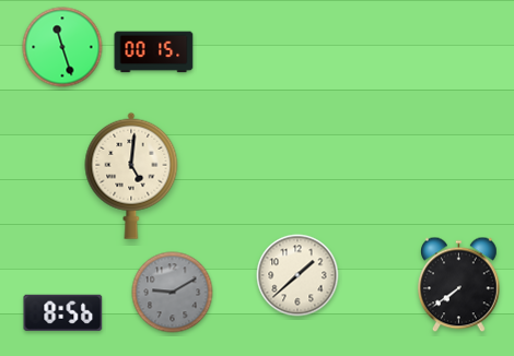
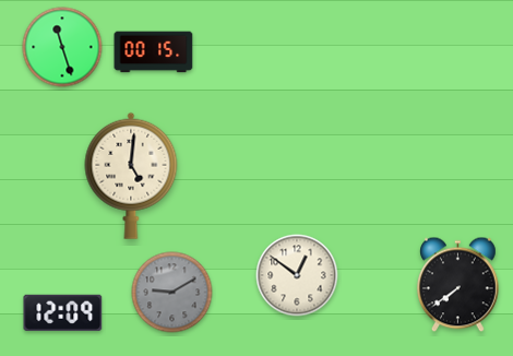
clock at (297, 275): 1:38 -> 12:51
clock at (63, 312): 8:56 -> 12:09
